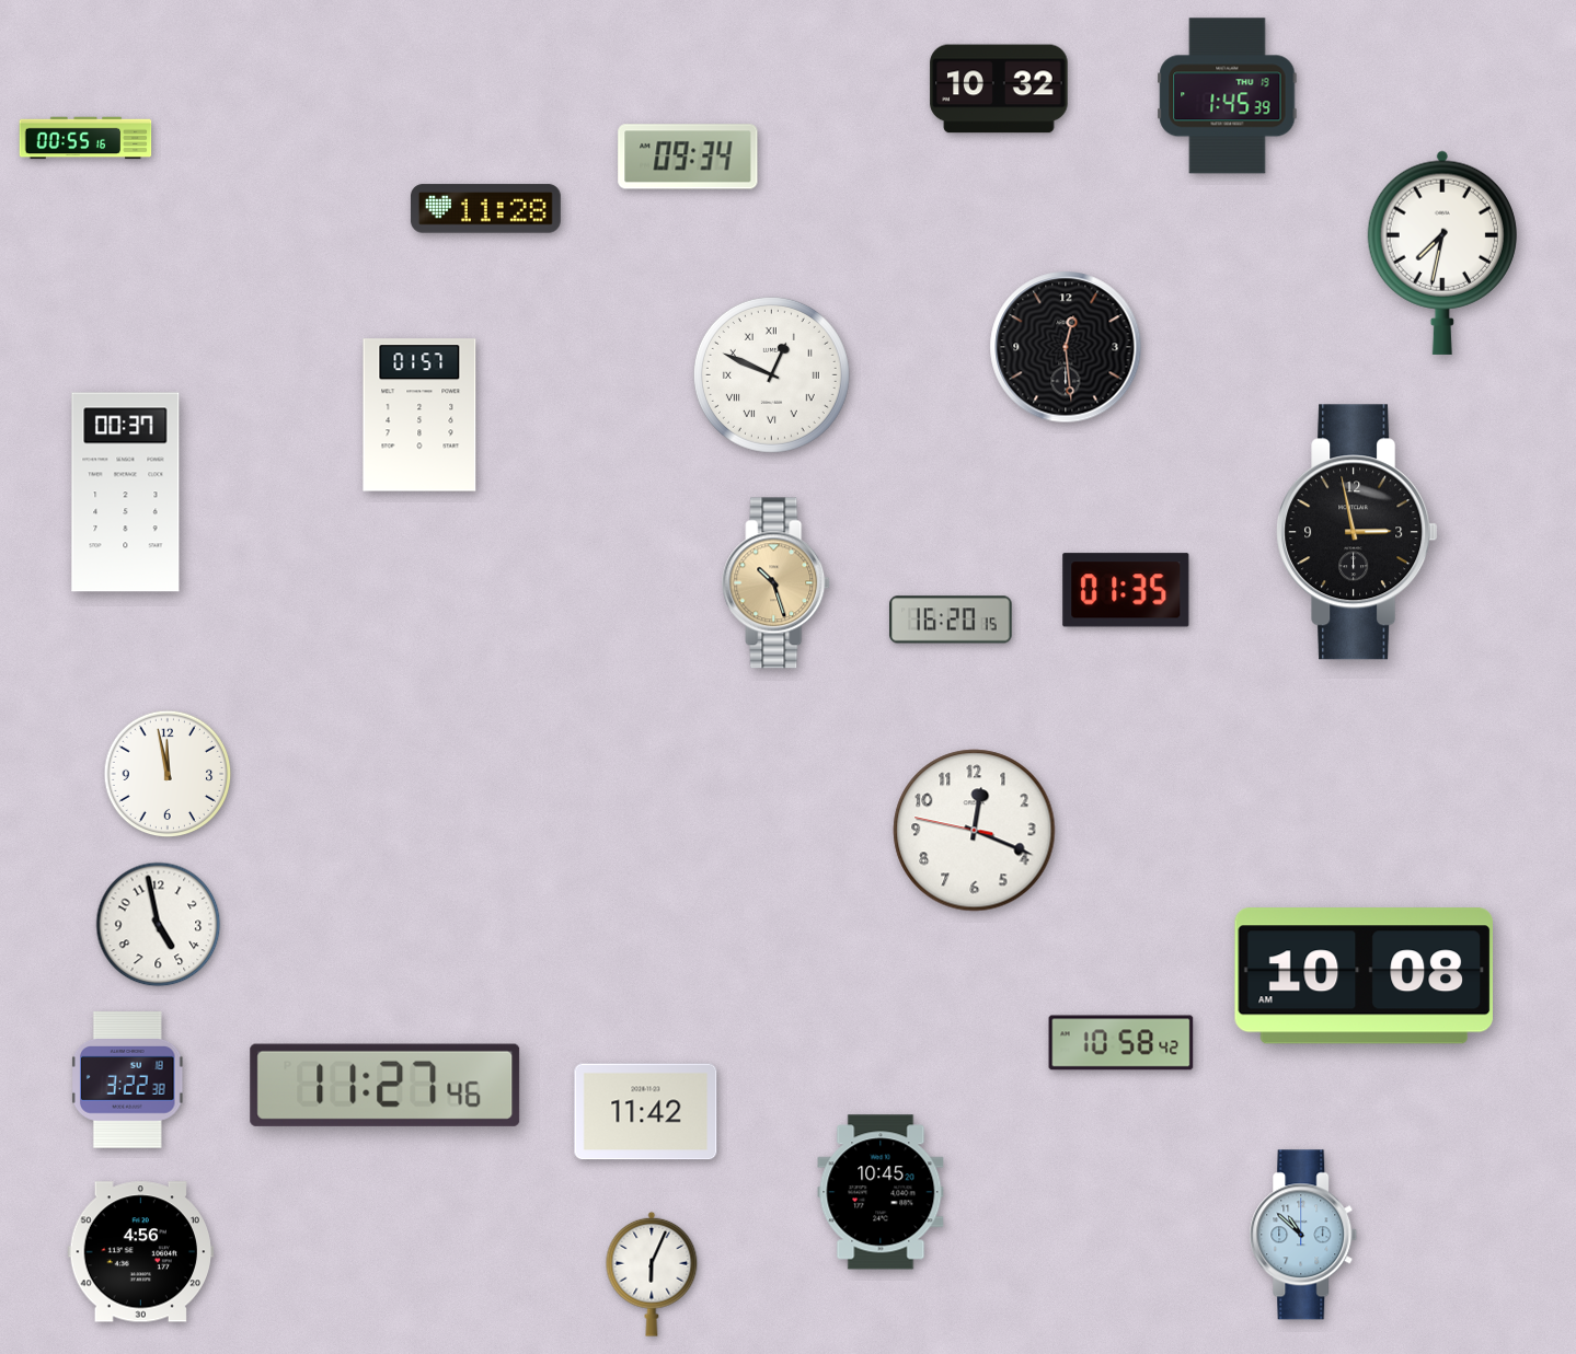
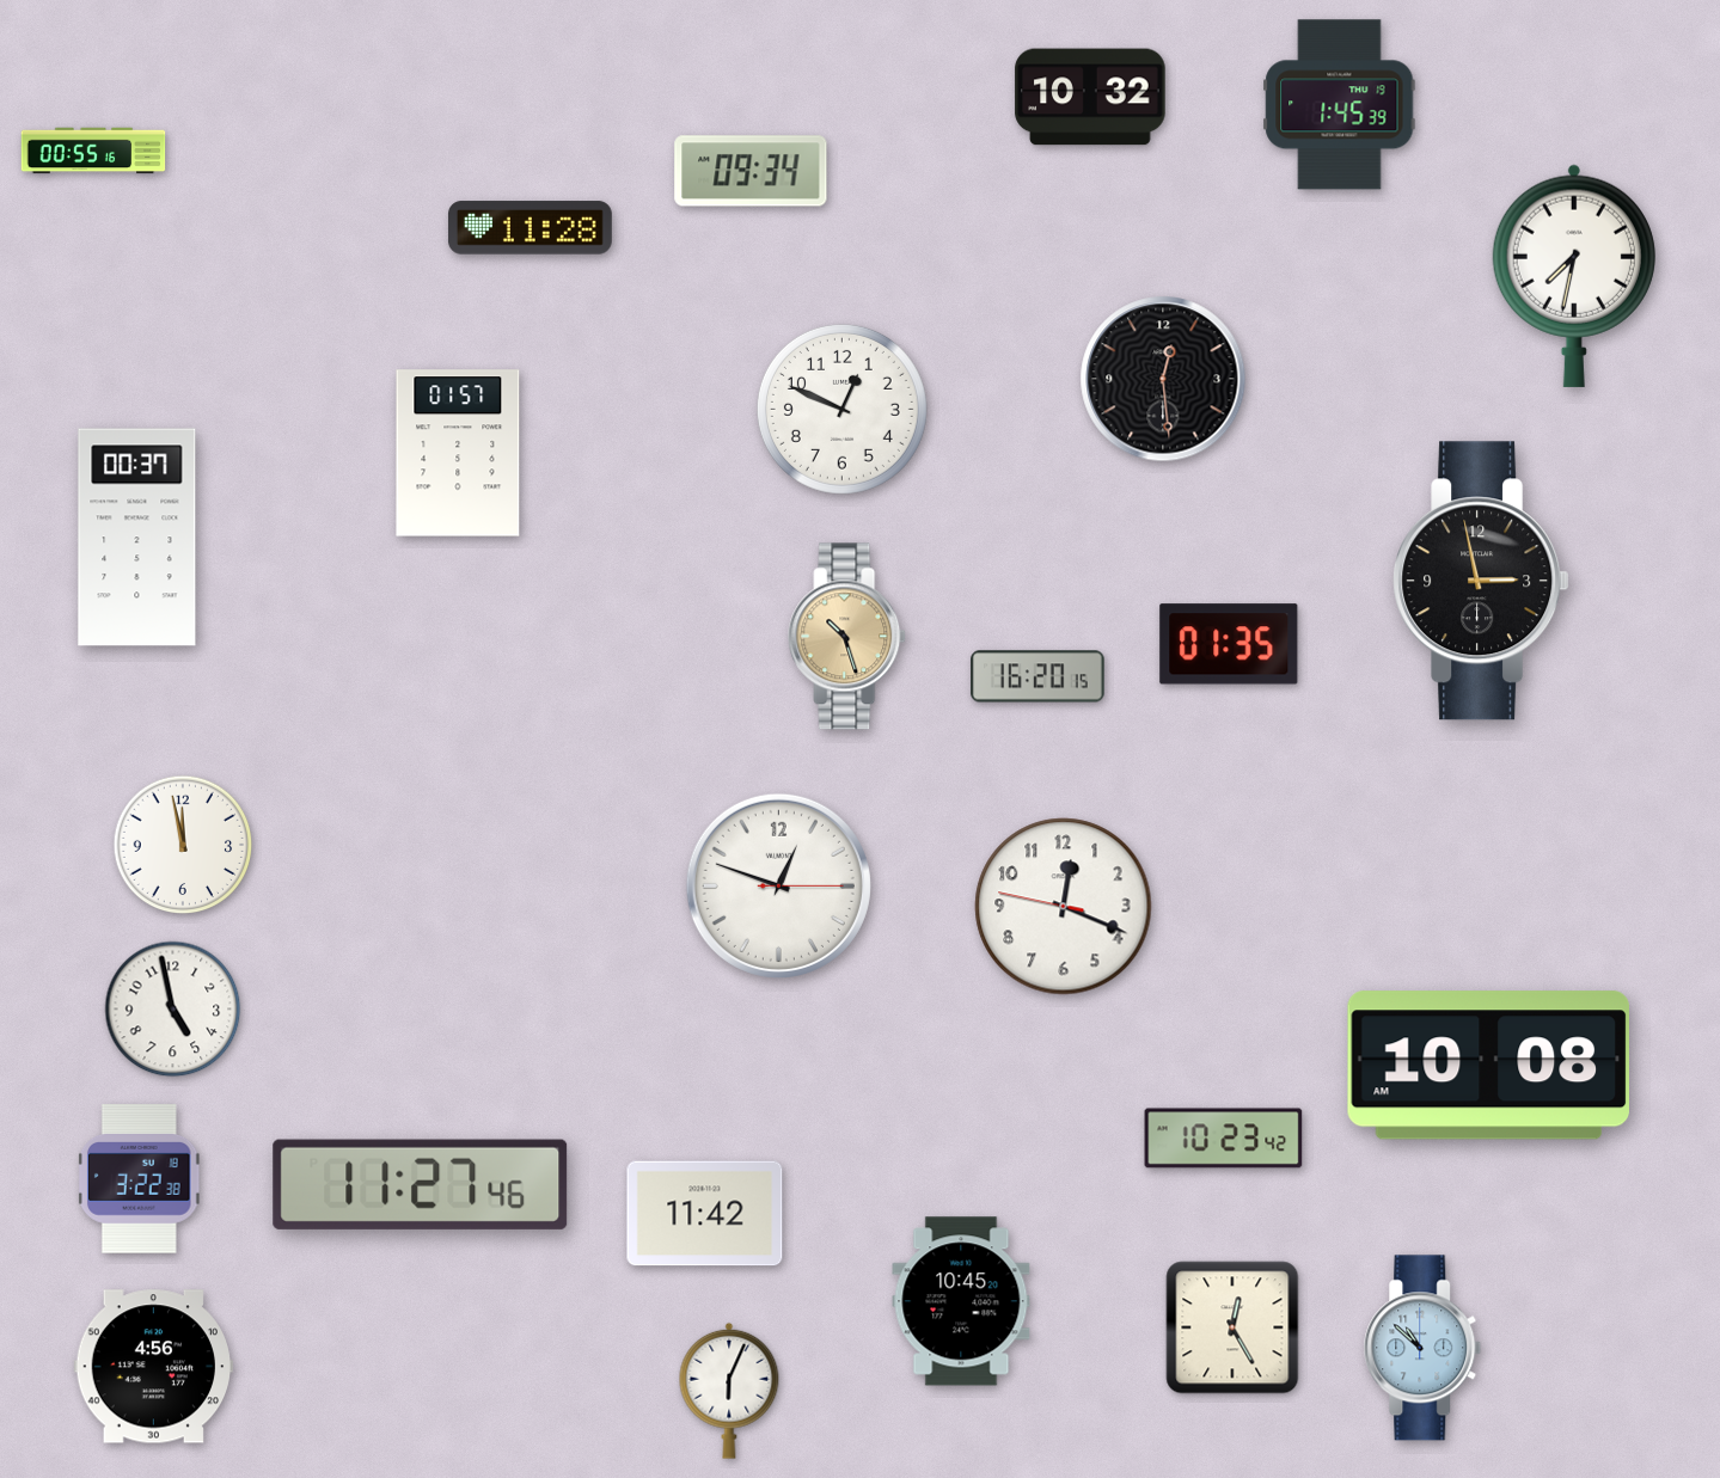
clock at (771, 374) numerals: Roman -> Arabic
clock at (778, 885): none -> 12:48
clock at (1121, 1043): 10:58 -> 10:23
clock at (1232, 1327): none -> 12:25
clock at (652, 1274) position: (652, 1274) -> (729, 1391)
